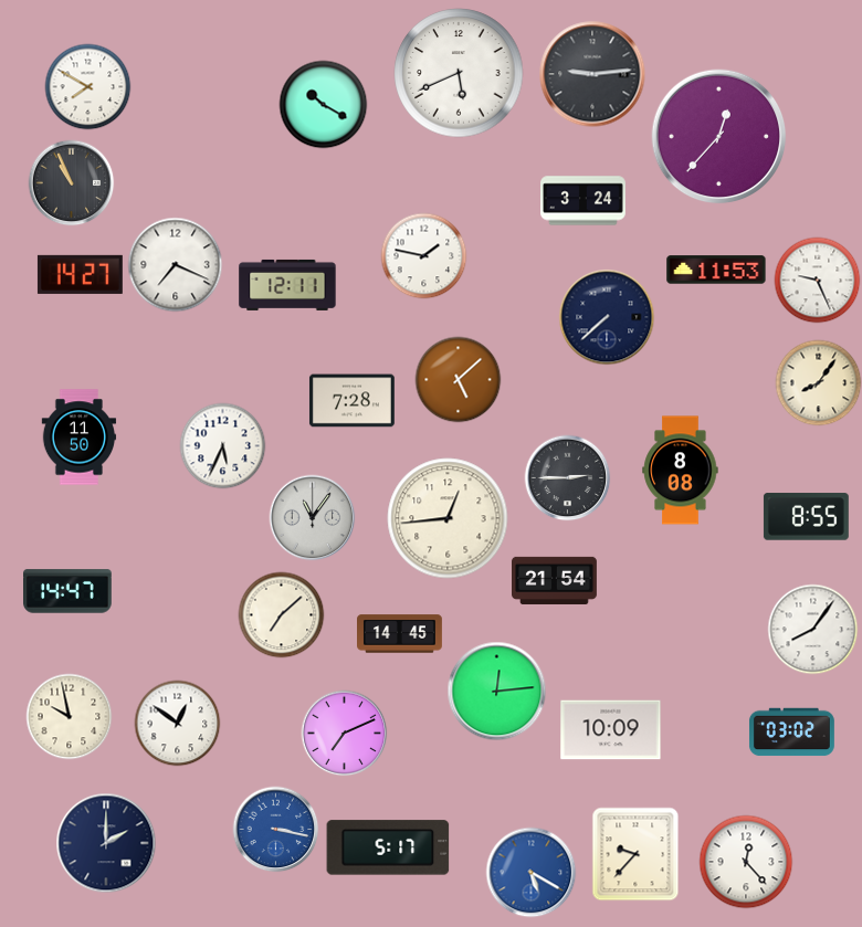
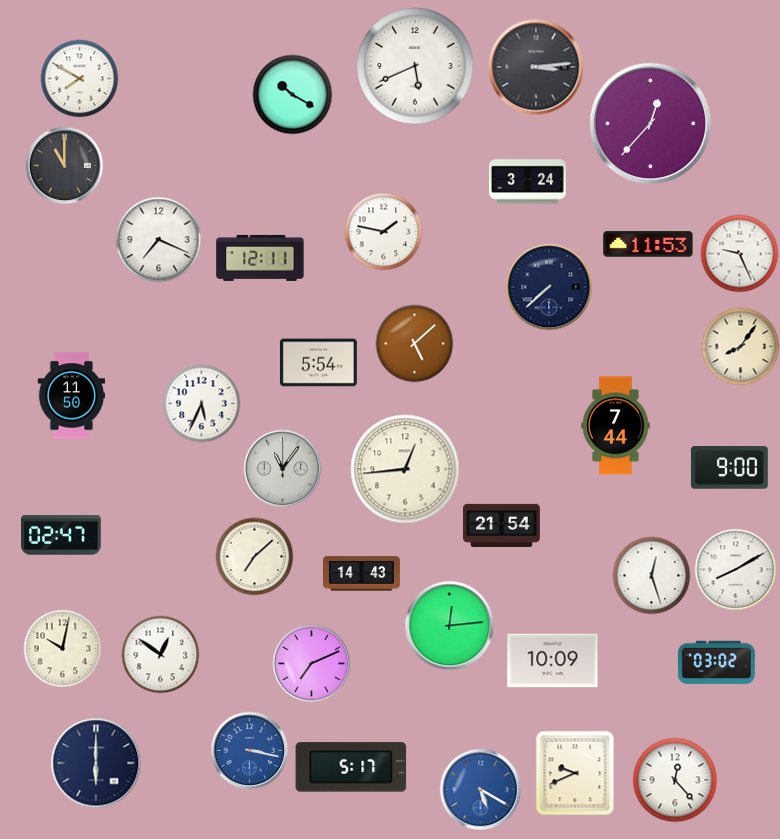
clock at (592, 74): 9:14 -> 3:14
clock at (71, 182): 10:56 -> 11:00
clock at (80, 274): 14:27 -> none
clock at (351, 401): 7:28 -> 5:54
clock at (681, 471): 8:08 -> 7:44
clock at (567, 477): 2:45 -> none
clock at (806, 517): 8:55 -> 9:00
clock at (69, 591): 14:47 -> 02:47
clock at (812, 629): 8:06 -> 8:10
clock at (400, 634): 14:45 -> 14:43
clock at (651, 575): none -> 12:27
clock at (69, 716): 9:58 -> 10:02
clock at (106, 843): 2:00 -> 6:00
clock at (635, 854): 9:37 -> 9:41
